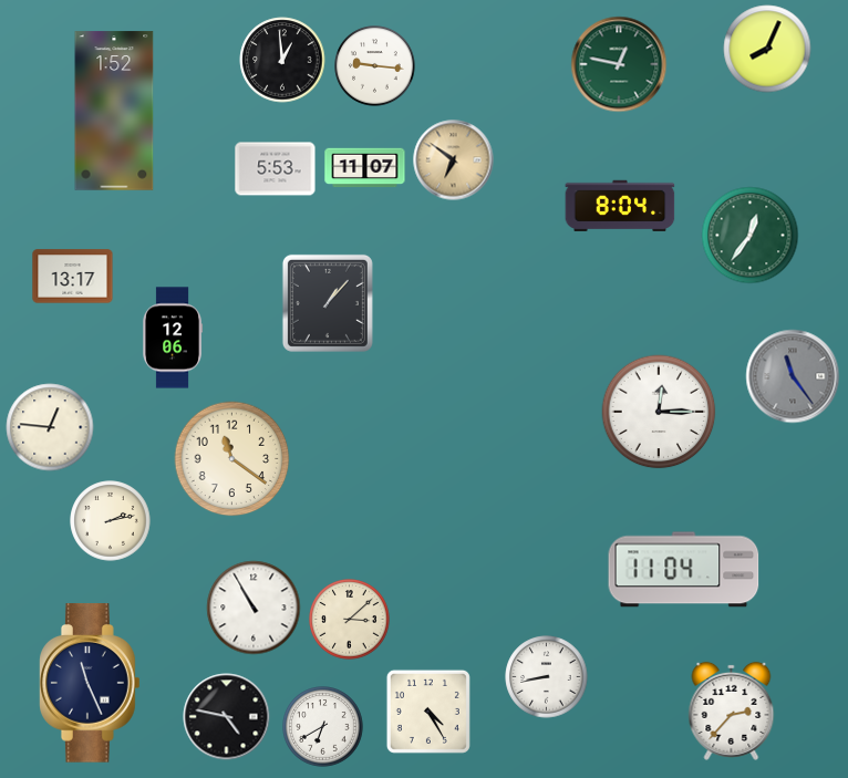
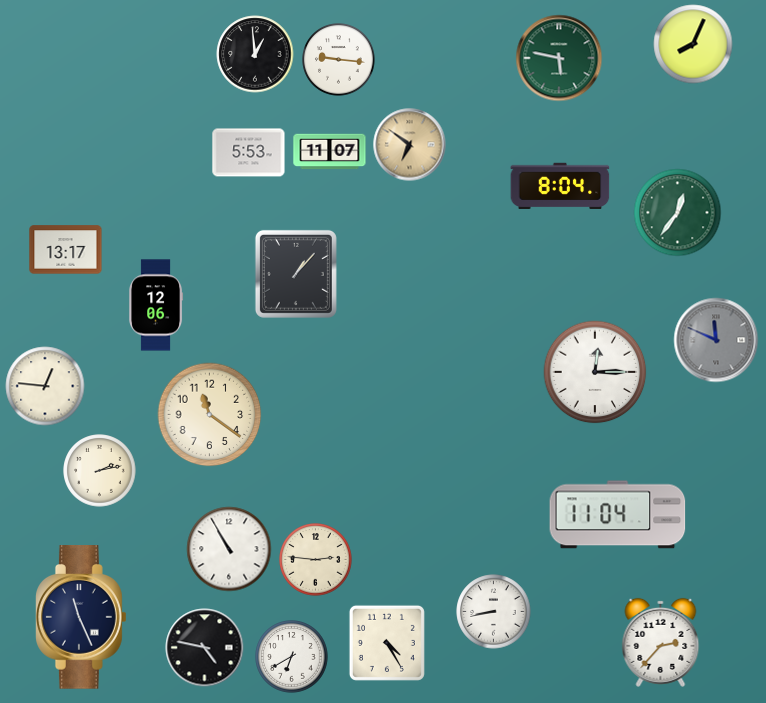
clock at (619, 64): 12:47 -> 5:47
clock at (114, 111): 1:52 -> none
clock at (793, 376): 11:24 -> 11:49
clock at (350, 620): 3:08 -> 2:46
